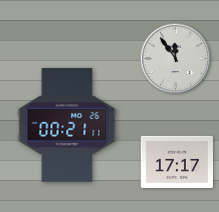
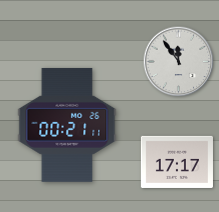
clock at (176, 59) position: (176, 59) -> (179, 62)
